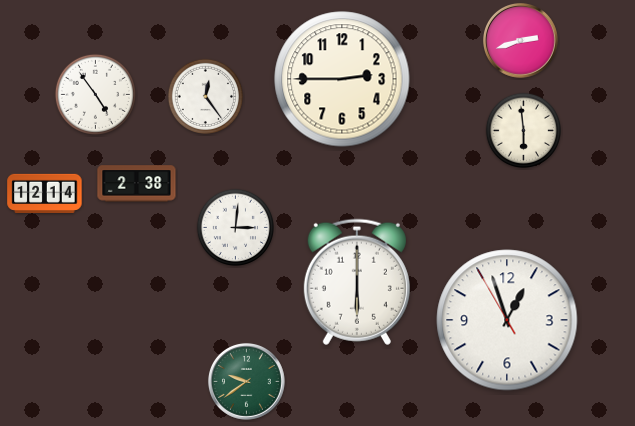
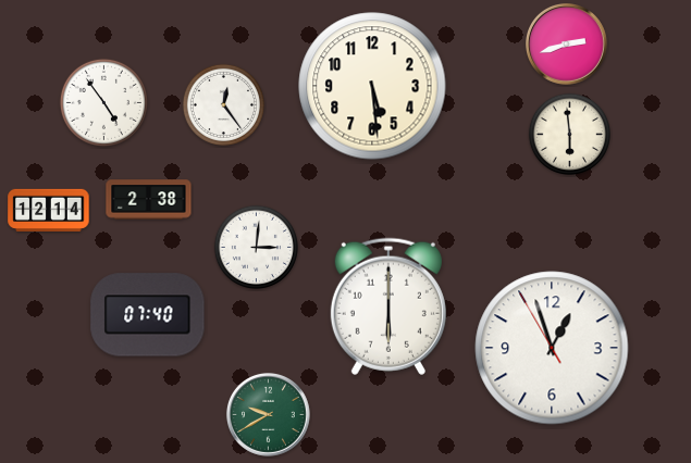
clock at (342, 79): 2:45 -> 5:29
clock at (523, 130) position: (523, 130) -> (569, 134)
clock at (148, 315): none -> 07:40
clock at (247, 382): 9:39 -> 9:40
